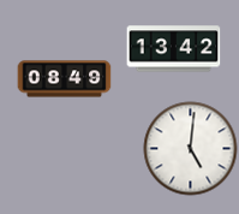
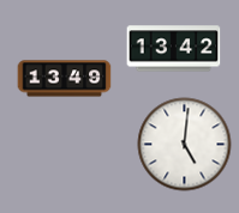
clock at (64, 79): 08:49 -> 13:49
clock at (190, 148) position: (190, 148) -> (184, 144)
